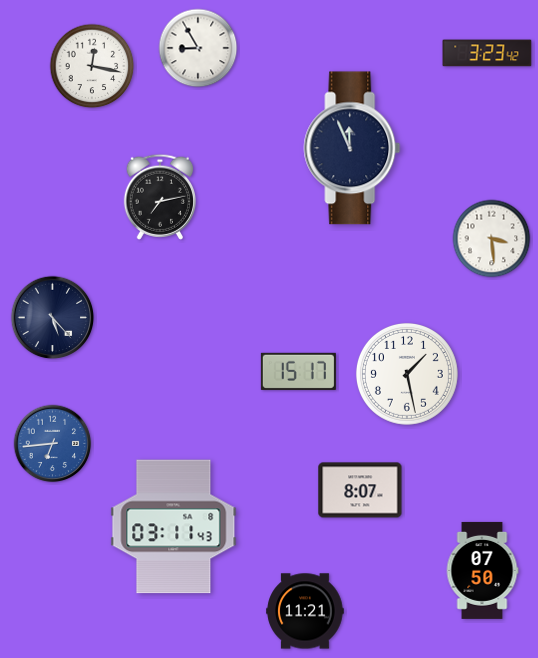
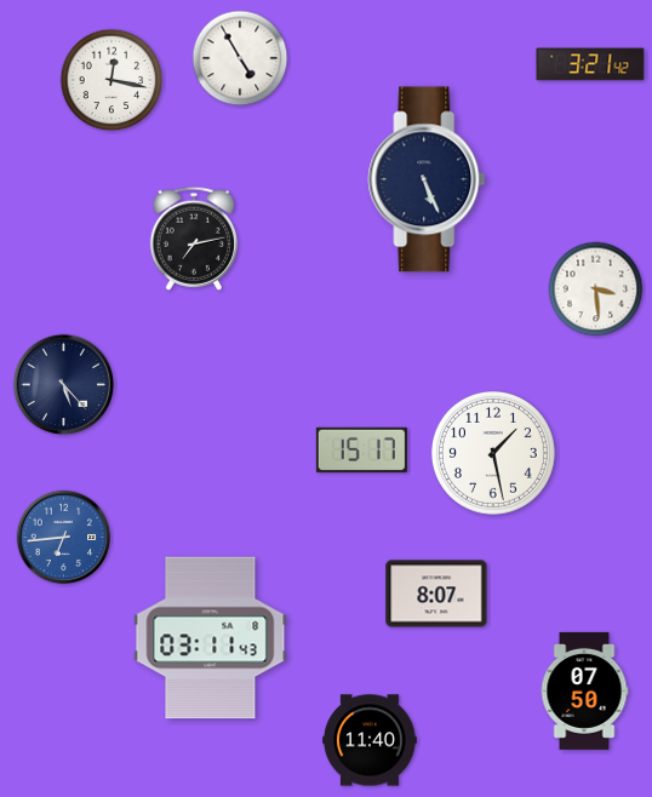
clock at (198, 48): 8:55 -> 4:55
clock at (487, 53): 3:23 -> 3:21
clock at (352, 148): 11:56 -> 5:26
clock at (305, 611): 11:21 -> 11:40
